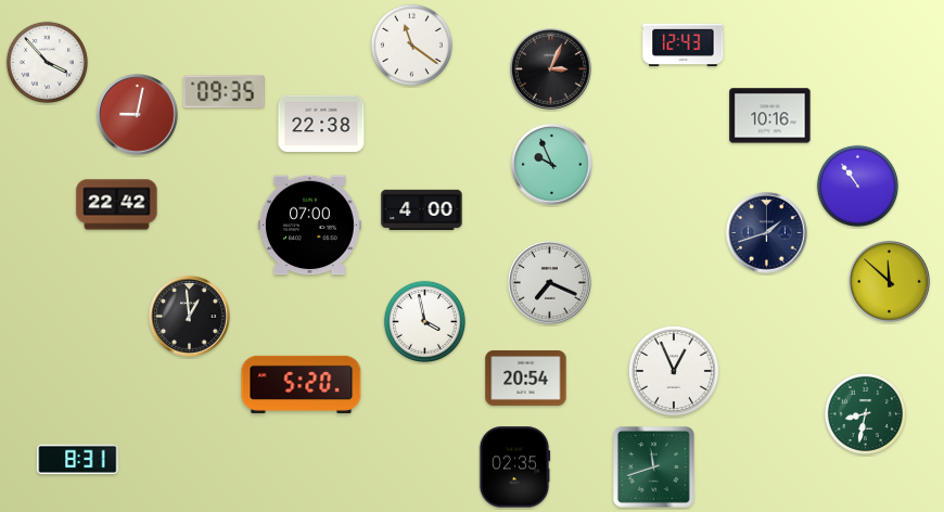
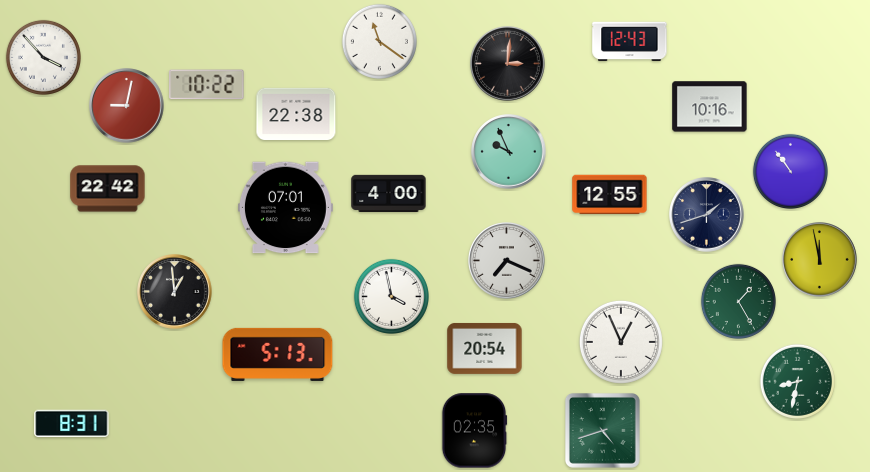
clock at (551, 69): 3:04 -> 3:01
clock at (225, 92): 09:35 -> 10:22
clock at (610, 195): none -> 12:55
clock at (309, 226): 07:00 -> 07:01
clock at (890, 282): 11:52 -> 11:58
clock at (738, 301): none -> 1:25
clock at (302, 384): 5:20 -> 5:13
clock at (653, 466): 11:42 -> 4:42
